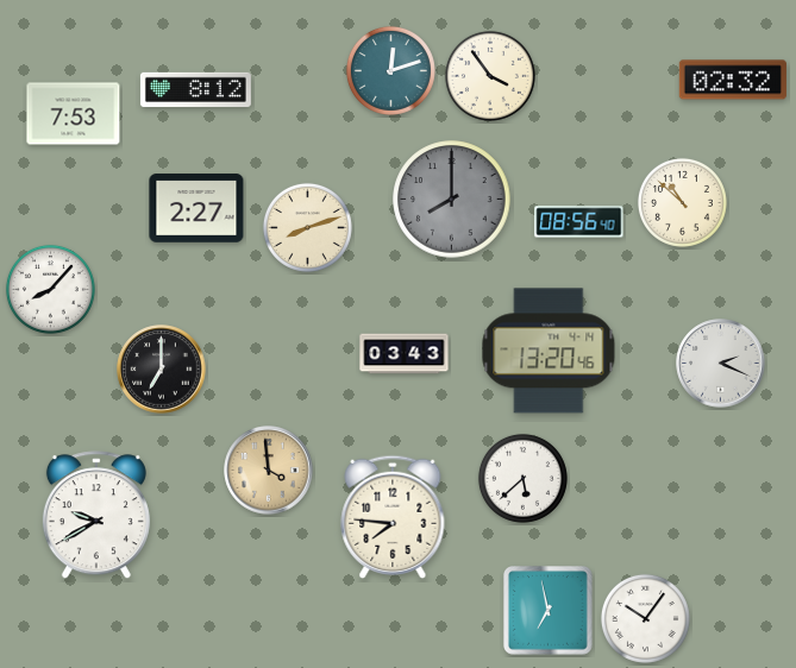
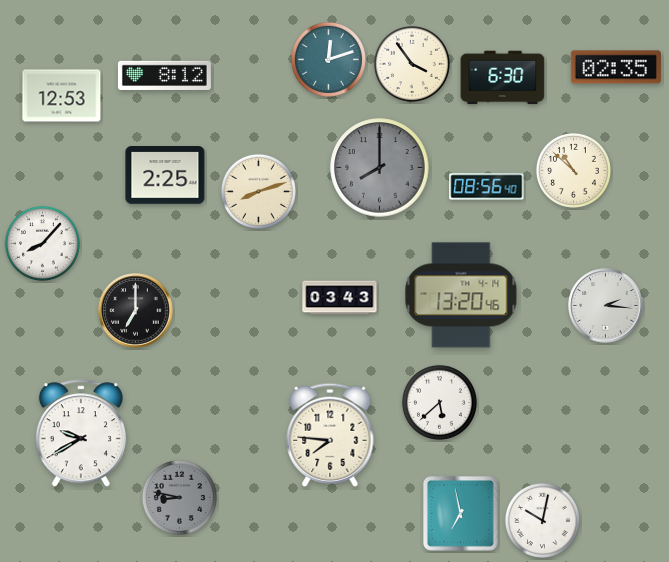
clock at (733, 80): 02:32 -> 02:35
clock at (503, 78): none -> 6:30
clock at (74, 114): 7:53 -> 12:53
clock at (196, 208): 2:27 -> 2:25
clock at (721, 364): 2:19 -> 2:16
clock at (269, 471): 3:59 -> none
clock at (179, 497): none -> 8:47
clock at (645, 618): 10:06 -> 10:02
